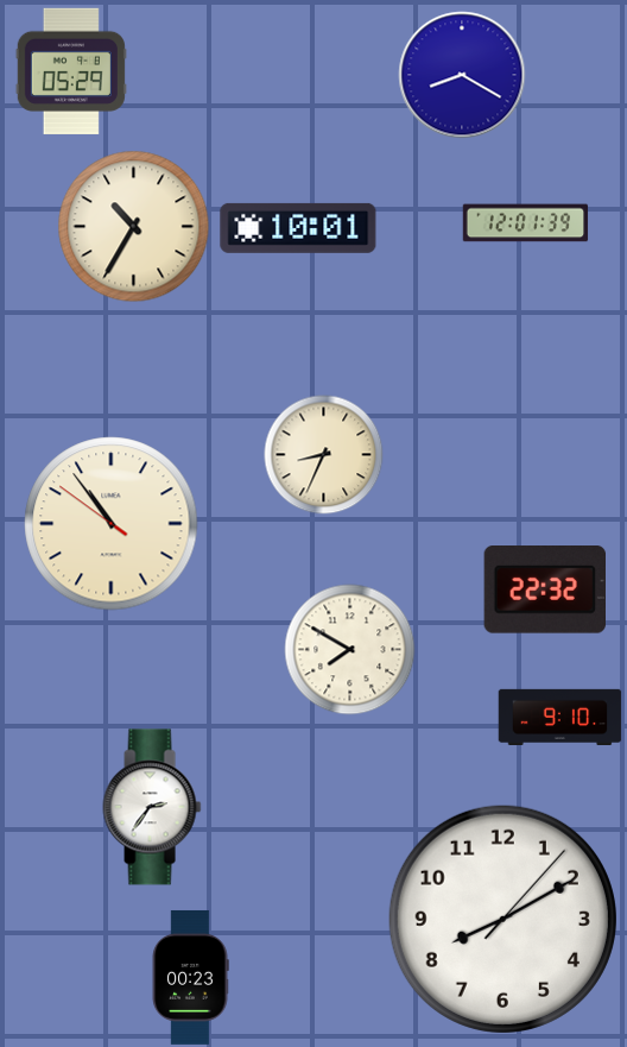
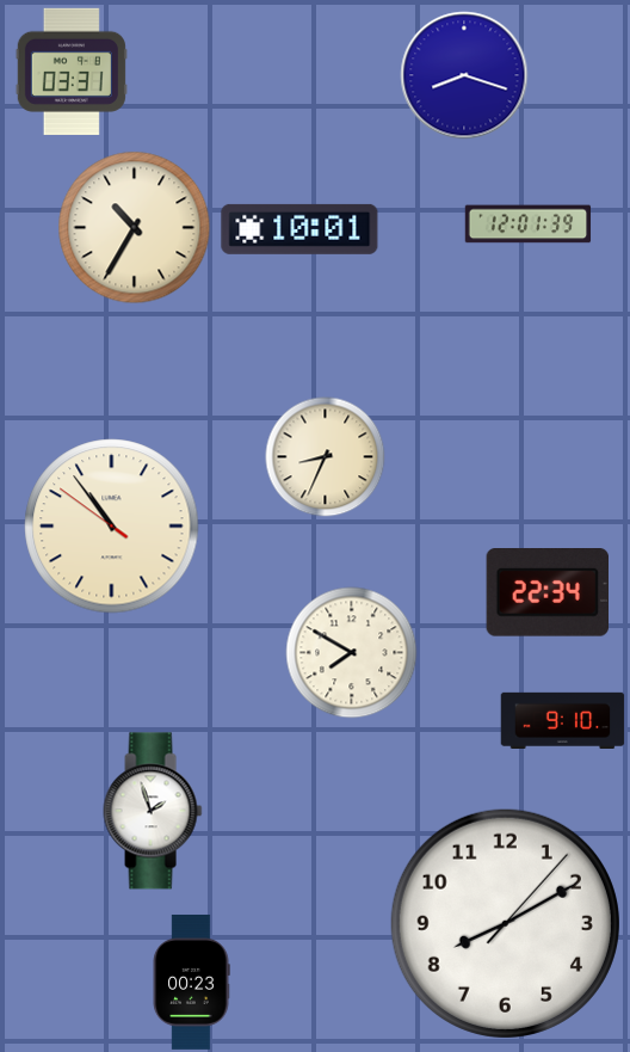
clock at (71, 71): 05:29 -> 03:31
clock at (462, 75): 8:20 -> 8:18
clock at (544, 591): 22:32 -> 22:34
clock at (152, 807): 2:36 -> 1:57
